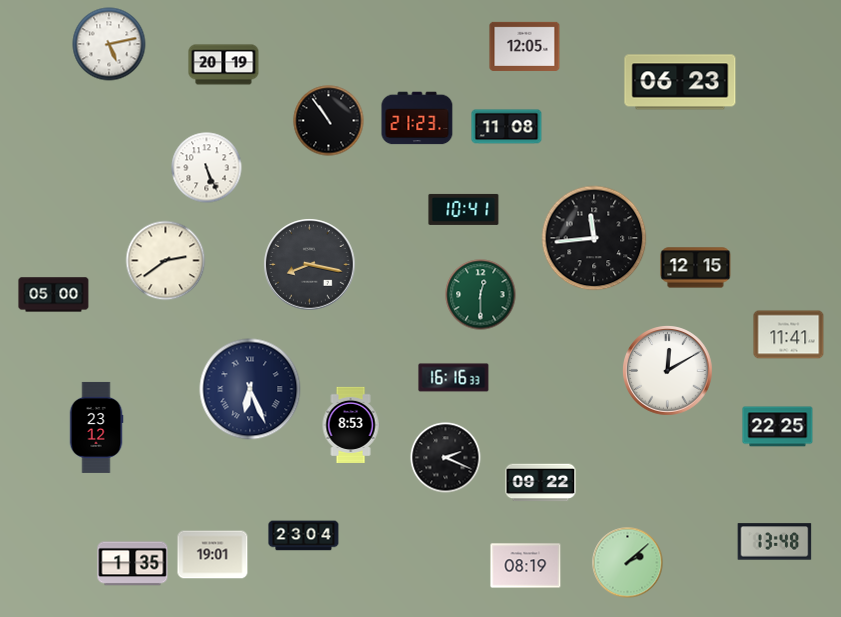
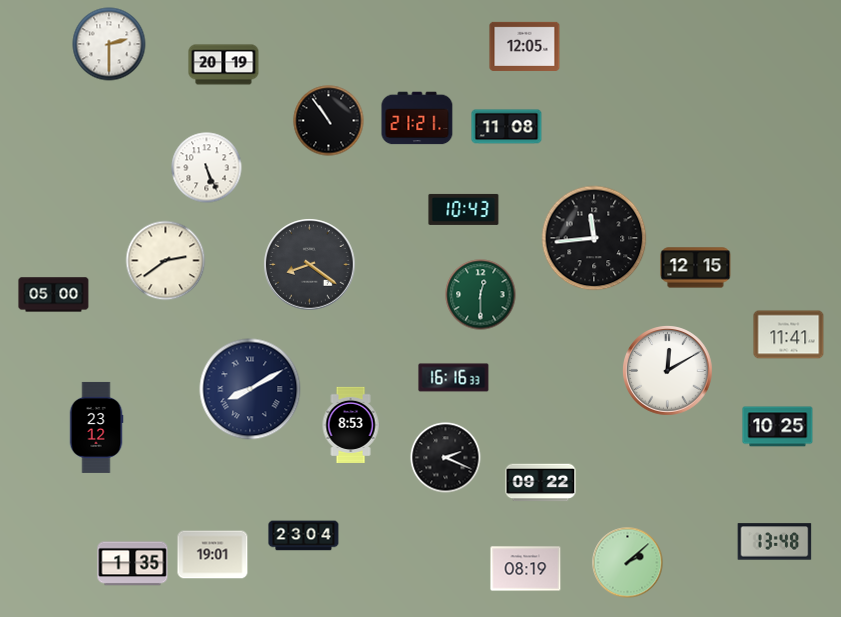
clock at (109, 44): 5:13 -> 2:30
clock at (680, 82): 06:23 -> none
clock at (417, 118): 21:23 -> 21:21
clock at (464, 209): 10:41 -> 10:43
clock at (310, 265): 8:17 -> 8:21
clock at (250, 389): 6:26 -> 8:10
clock at (778, 427): 22:25 -> 10:25
clock at (526, 566) position: (526, 566) -> (526, 569)
